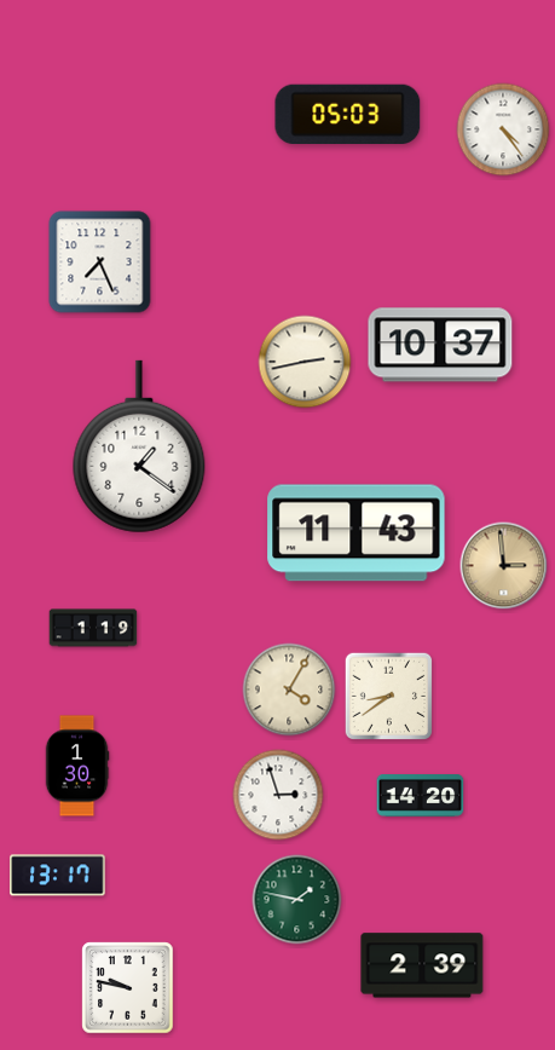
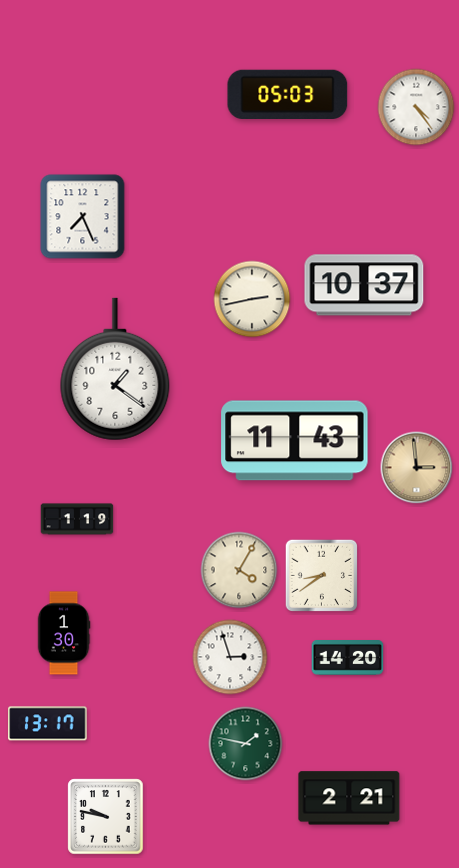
clock at (422, 965): 2:39 -> 2:21
